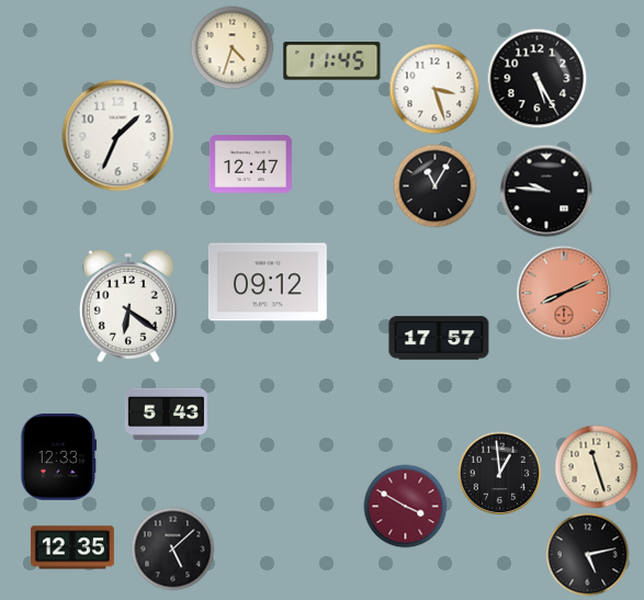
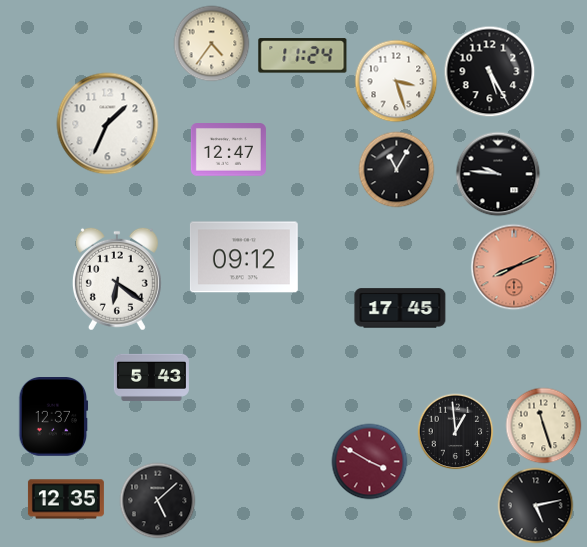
clock at (233, 48): 4:33 -> 4:36
clock at (332, 61): 11:45 -> 11:24
clock at (439, 338): 17:57 -> 17:45
clock at (59, 457): 12:33 -> 12:37
